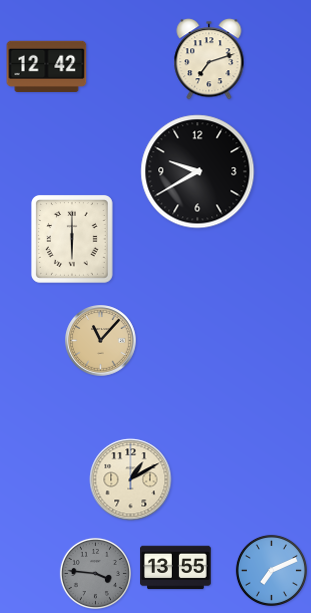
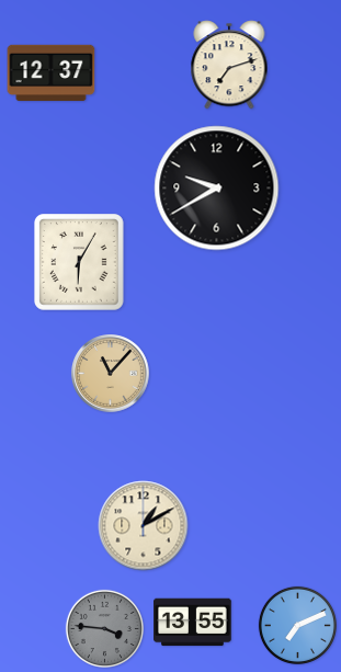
clock at (47, 67): 12:42 -> 12:37
clock at (73, 240): 6:00 -> 6:05
